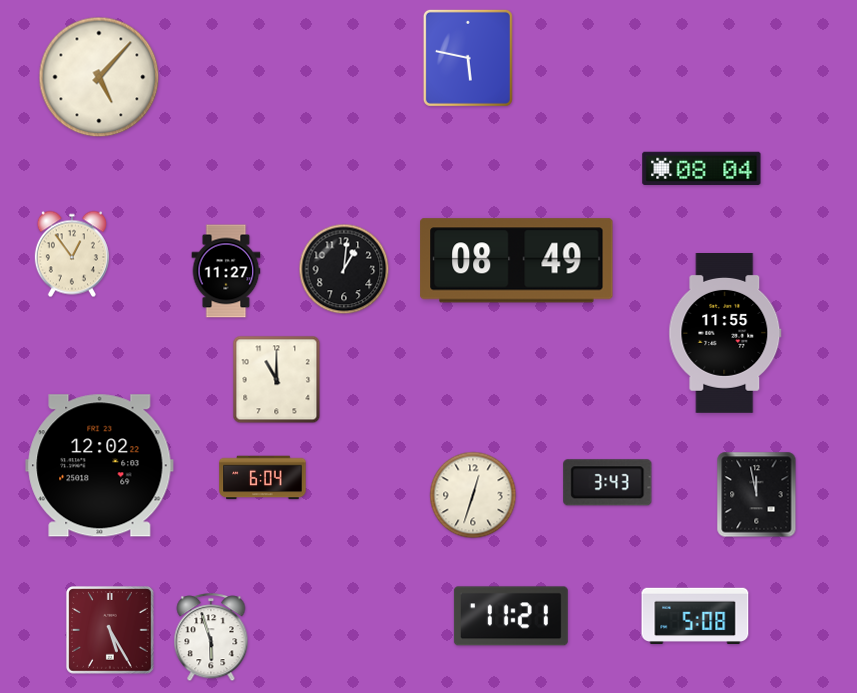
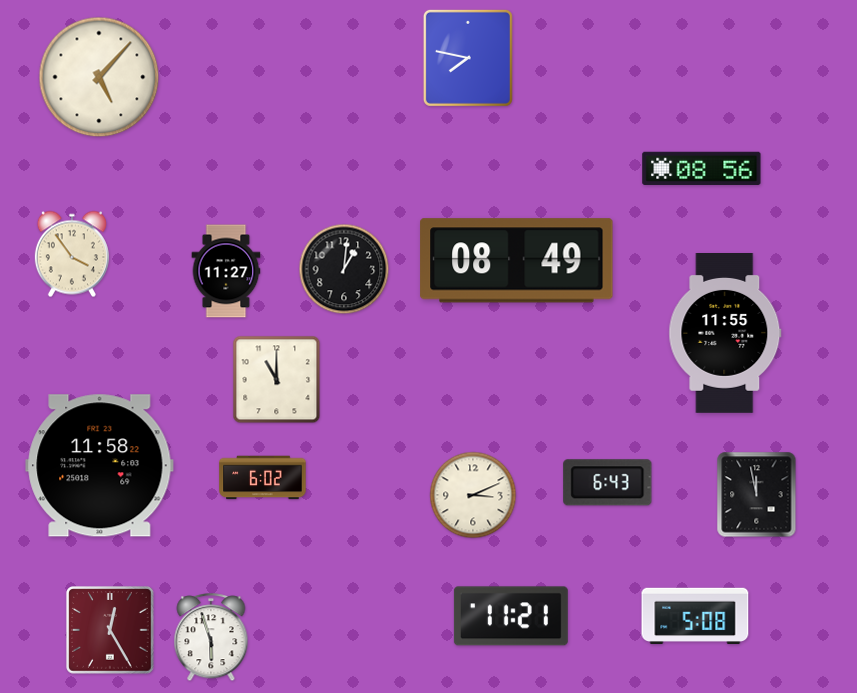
clock at (468, 58): 5:47 -> 7:47
clock at (702, 168): 08:04 -> 08:56
clock at (72, 254): 12:54 -> 3:54
clock at (100, 466): 12:02 -> 11:58
clock at (263, 478): 6:04 -> 6:02
clock at (608, 483): 3:43 -> 6:43
clock at (473, 495): 12:33 -> 3:11
clock at (111, 631): 5:25 -> 12:25
